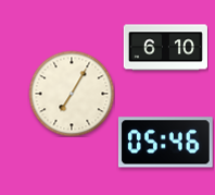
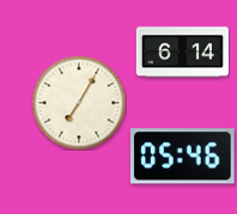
clock at (165, 48): 6:10 -> 6:14
